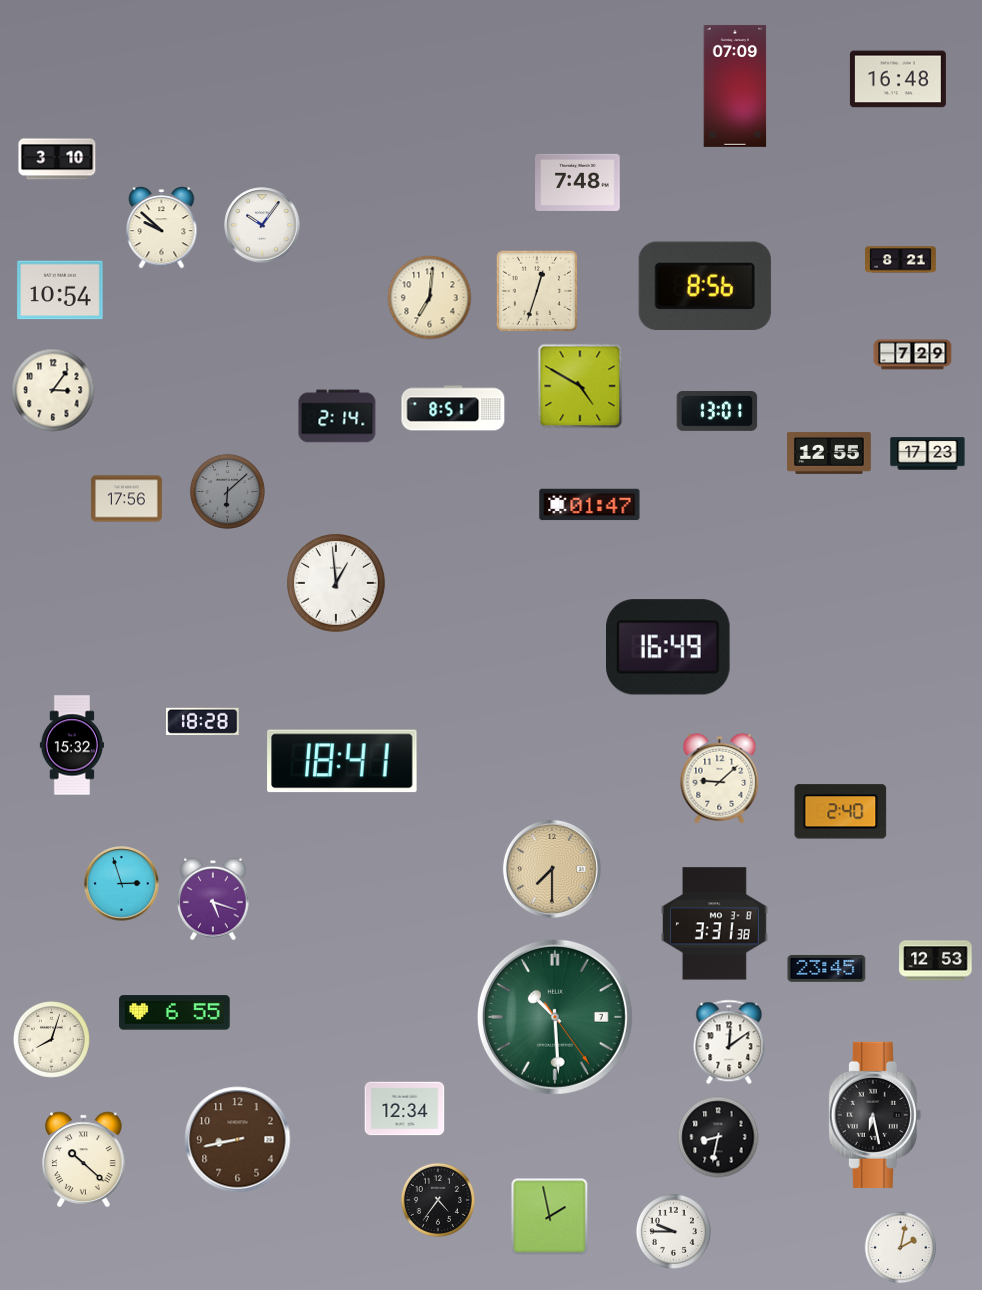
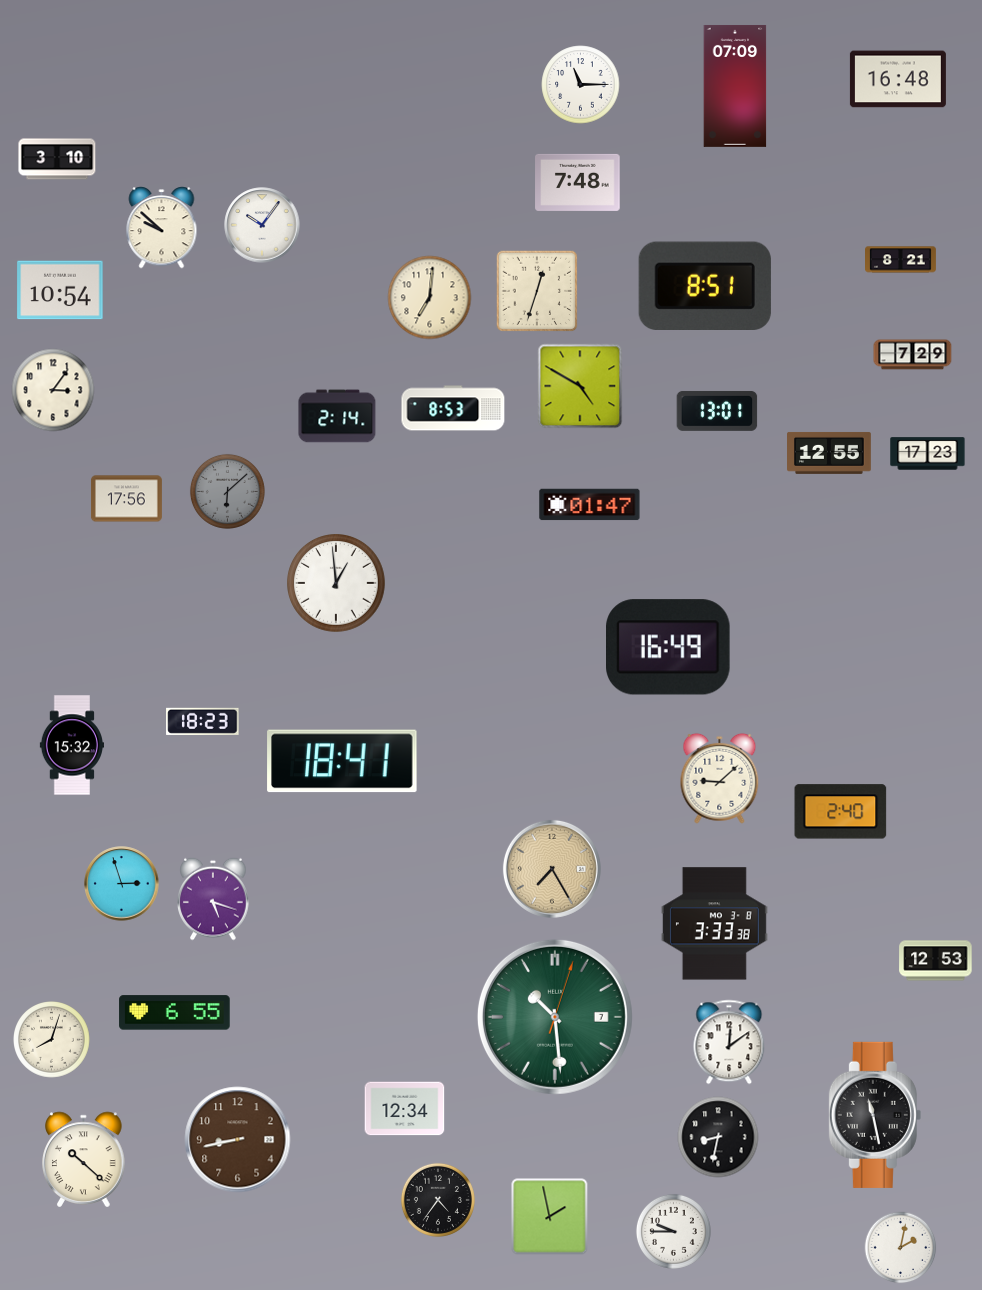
clock at (581, 85): none -> 11:15
clock at (705, 286): 8:56 -> 8:51
clock at (453, 408): 8:51 -> 8:53
clock at (203, 721): 18:28 -> 18:23
clock at (552, 869): 7:30 -> 7:25
clock at (714, 924): 3:31 -> 3:33
clock at (827, 968): 23:45 -> none
clock at (555, 1017): 10:29:24 -> 10:29:03
clock at (875, 1115): 6:28 -> 11:28
